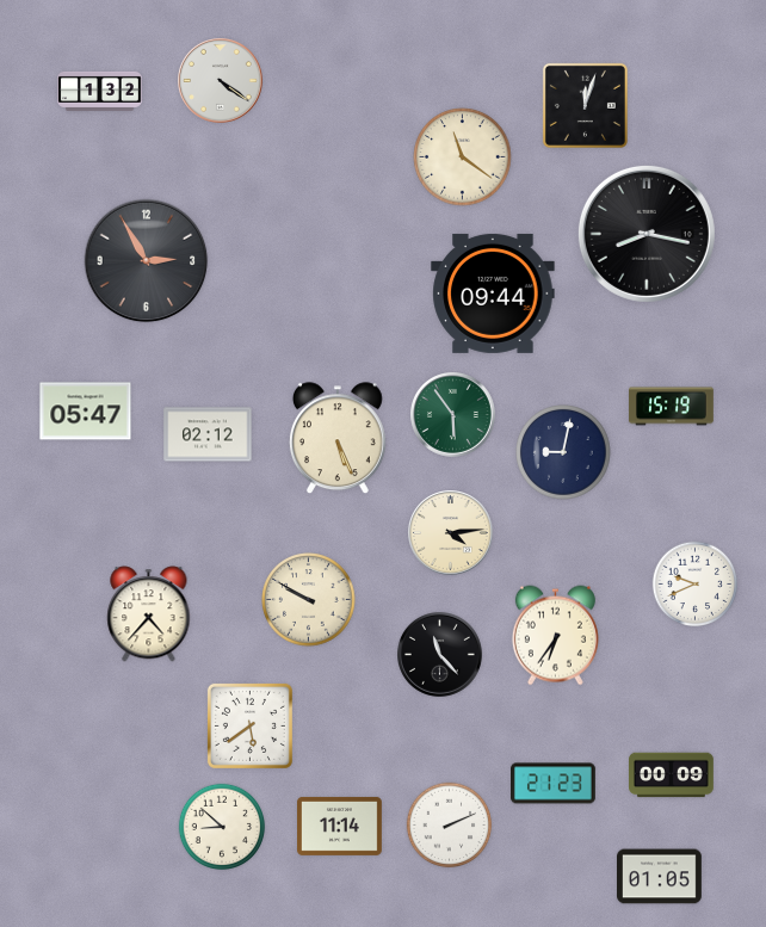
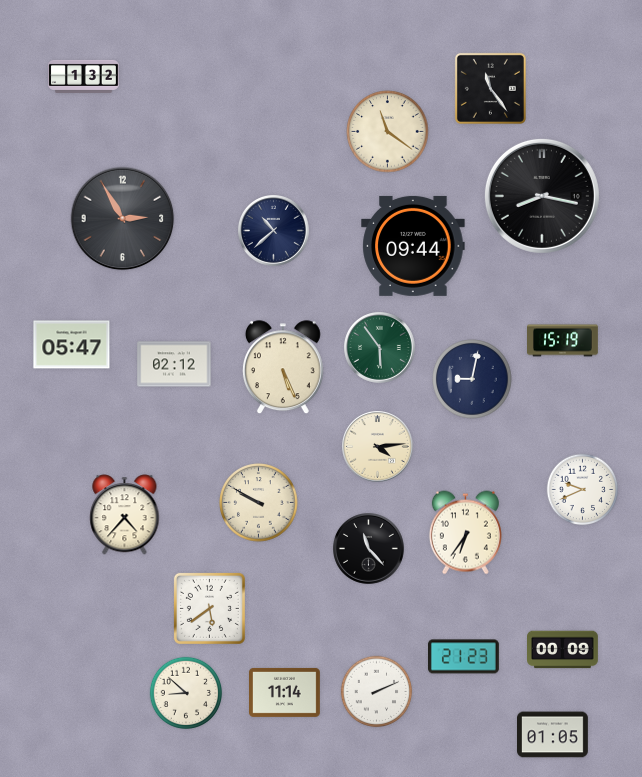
clock at (221, 81): 4:21 -> none
clock at (585, 105): 12:03 -> 11:24
clock at (274, 231): none -> 10:38
